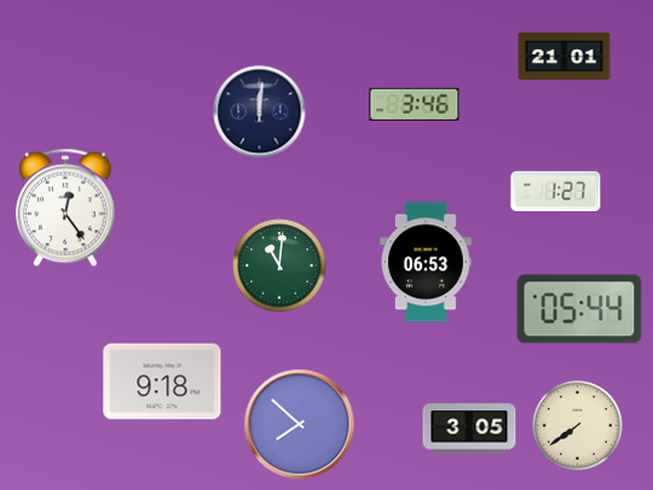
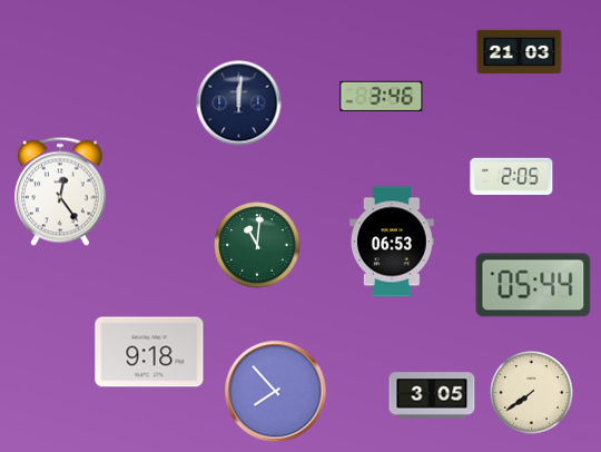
clock at (565, 57): 21:01 -> 21:03
clock at (556, 191): 1:27 -> 2:05
clock at (300, 425): 7:52 -> 7:53
